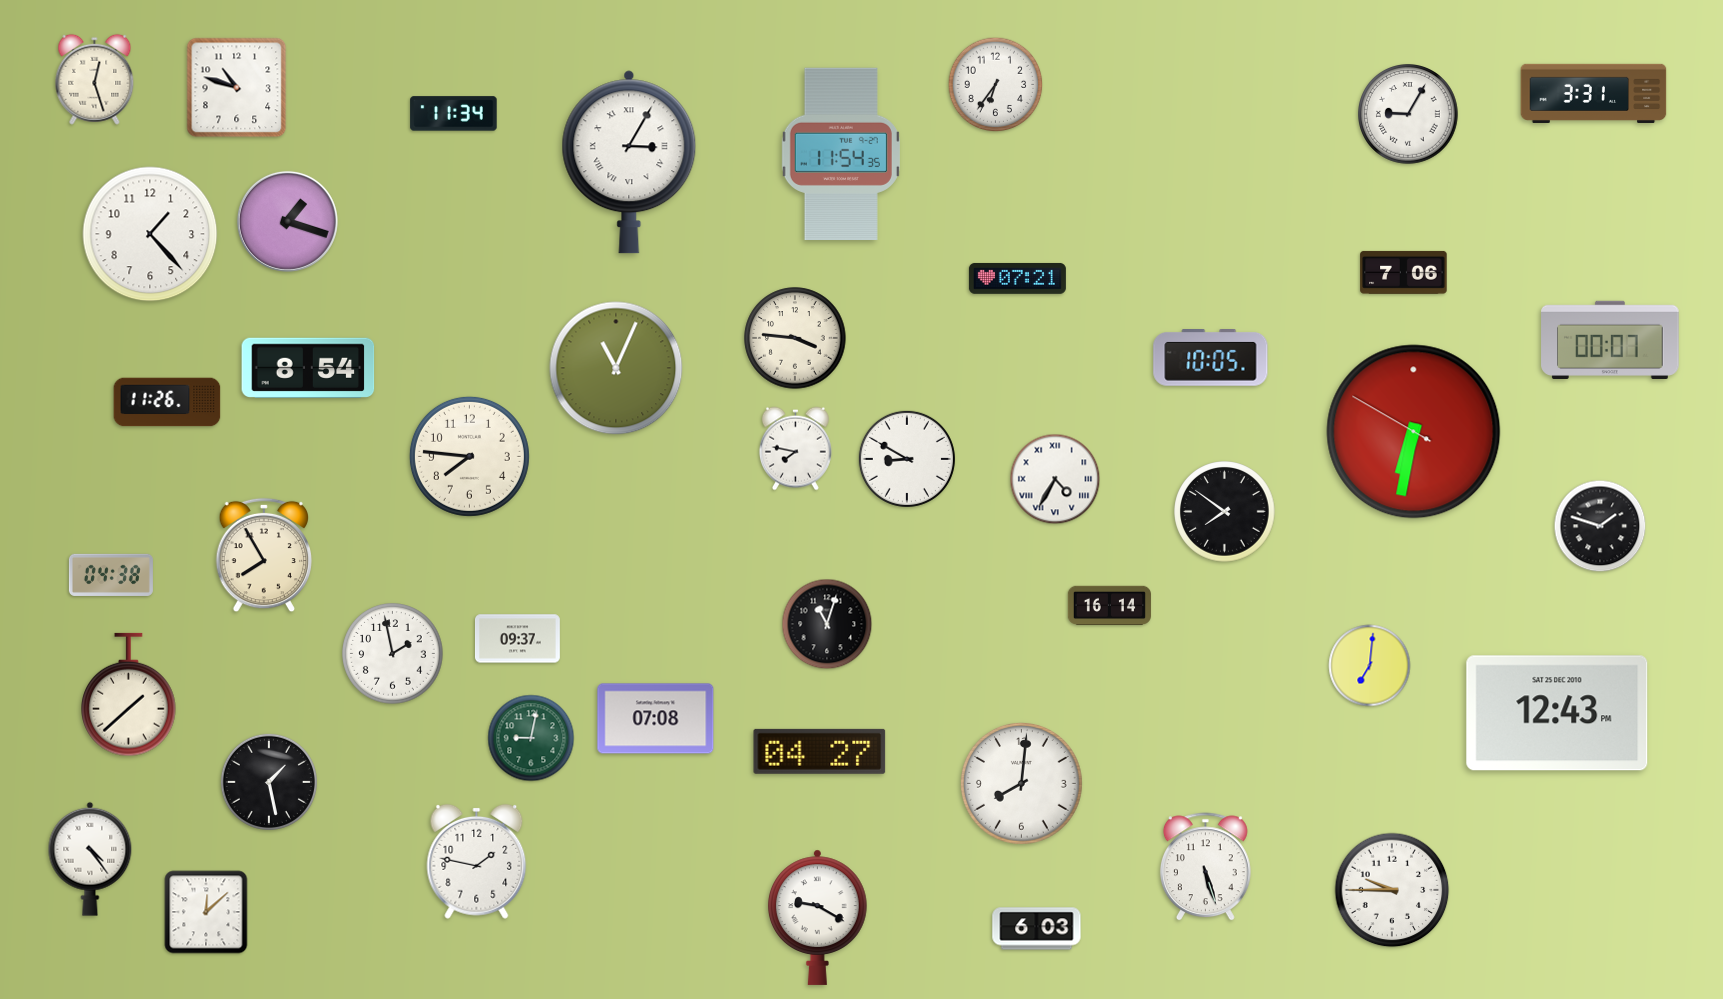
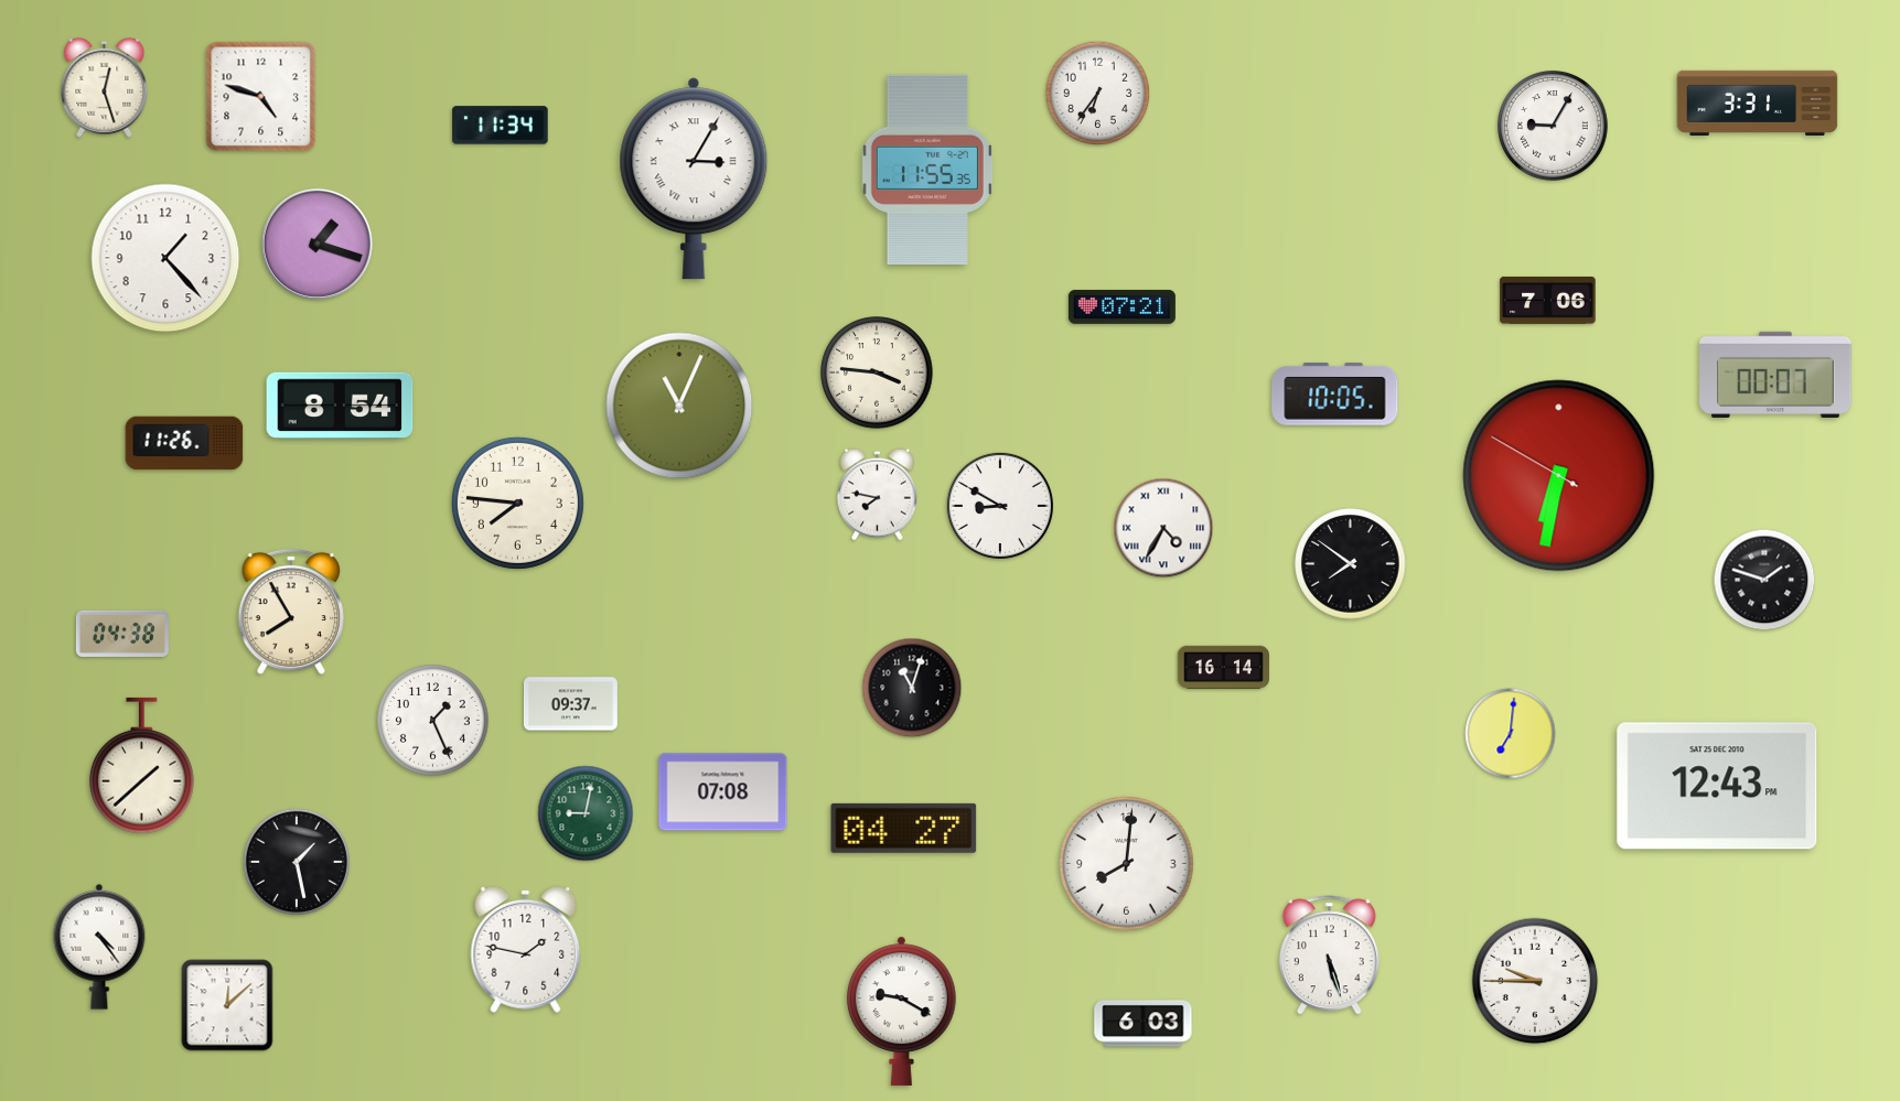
clock at (237, 88): 10:48 -> 4:48
clock at (841, 154): 11:54 -> 11:55
clock at (393, 654): 1:58 -> 1:26
